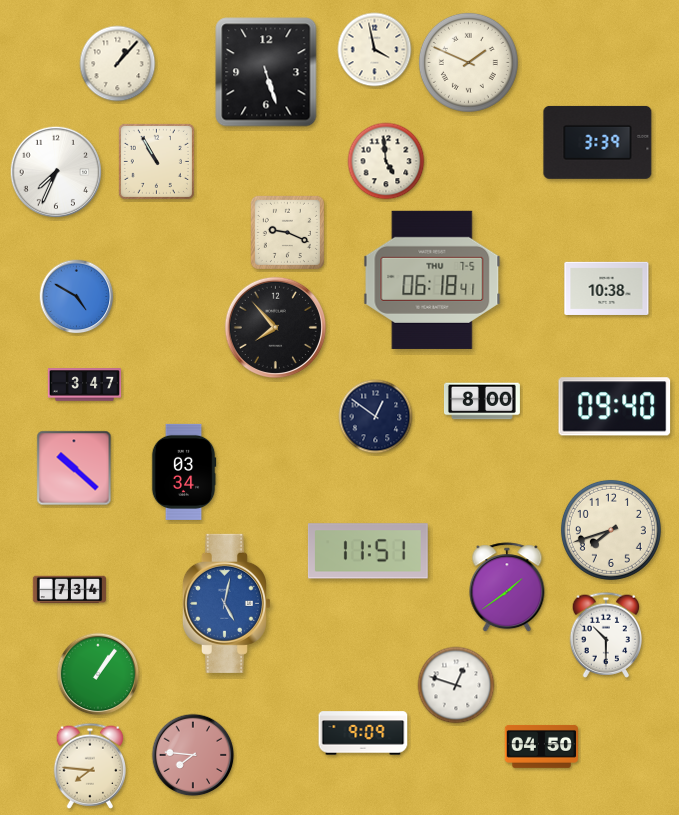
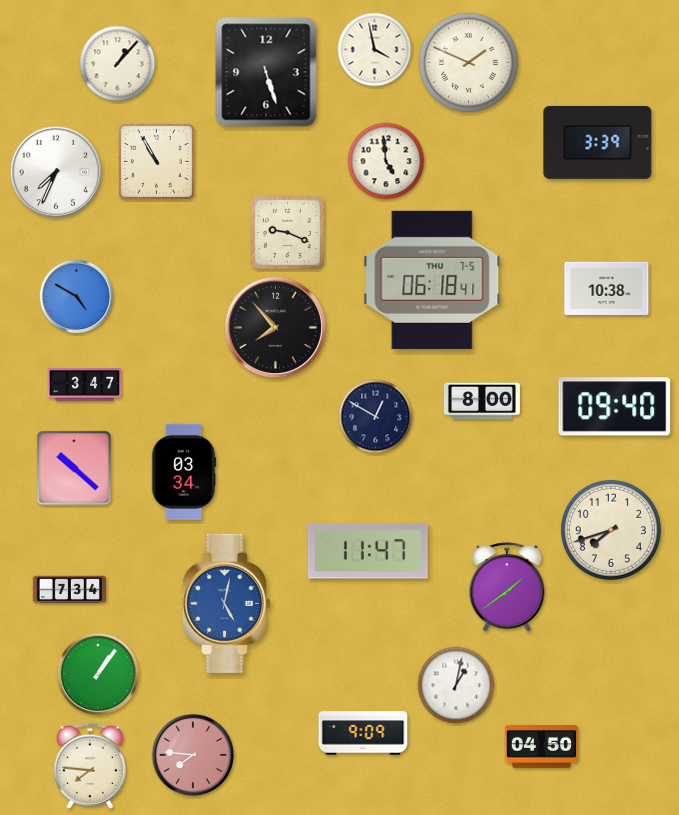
clock at (376, 417): 12:51 -> 12:50
clock at (368, 551): 11:51 -> 11:47
clock at (606, 635): 10:30 -> none
clock at (456, 685): 12:48 -> 1:02
